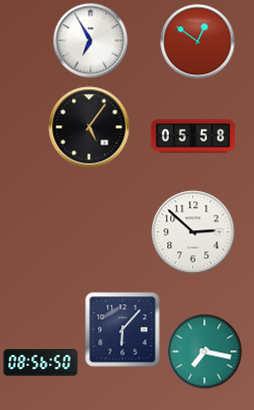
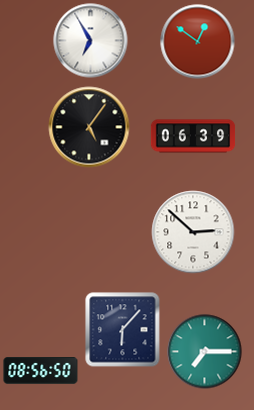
clock at (193, 136): 05:58 -> 06:39
clock at (205, 352): 7:17 -> 7:15
clock at (41, 363) position: (41, 363) -> (41, 371)
